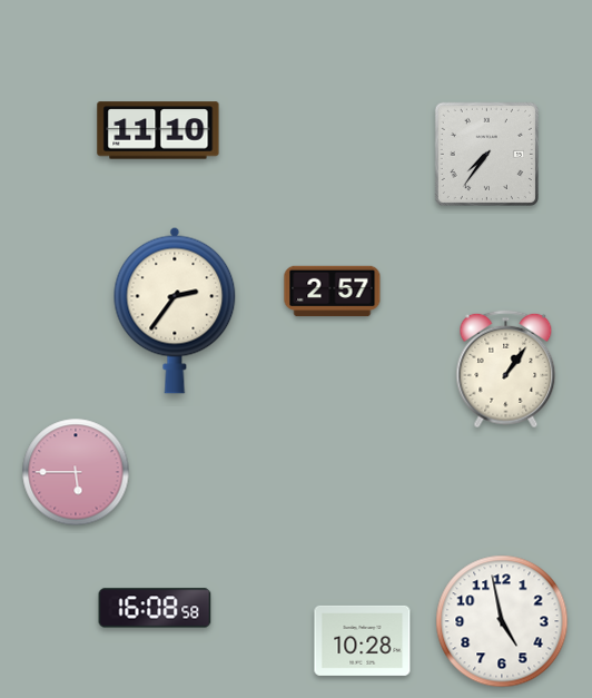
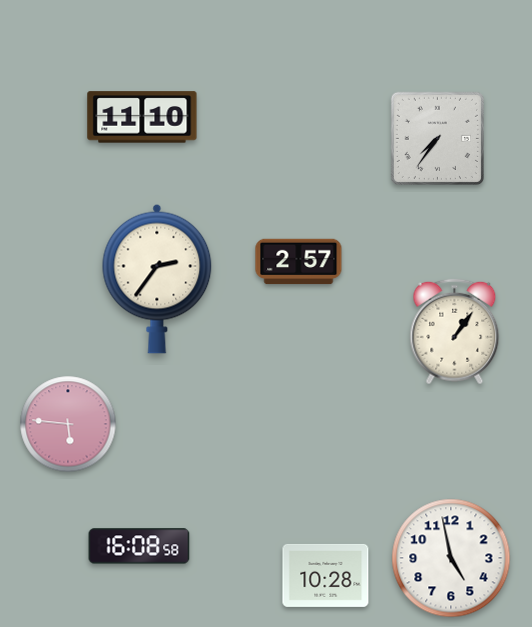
clock at (76, 472): 5:45 -> 5:46
